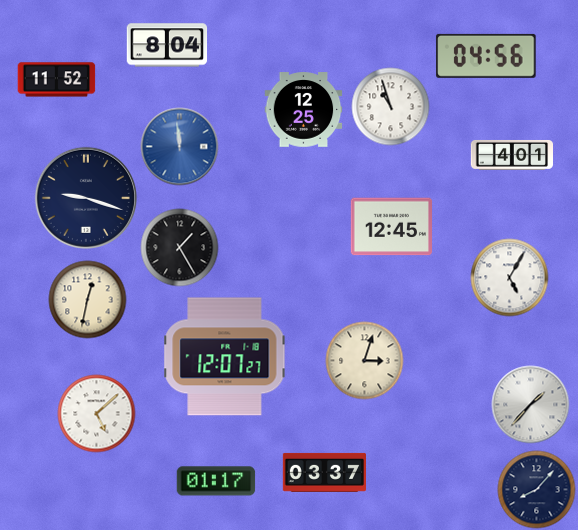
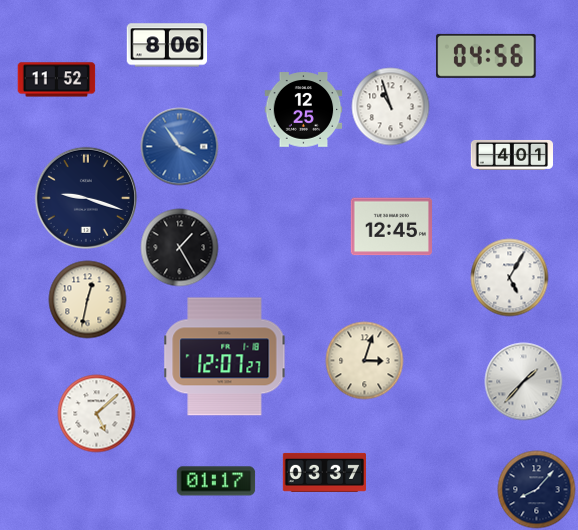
clock at (167, 45): 8:04 -> 8:06
clock at (179, 146): 11:59 -> 3:54
clock at (530, 404) position: (530, 404) -> (523, 381)
